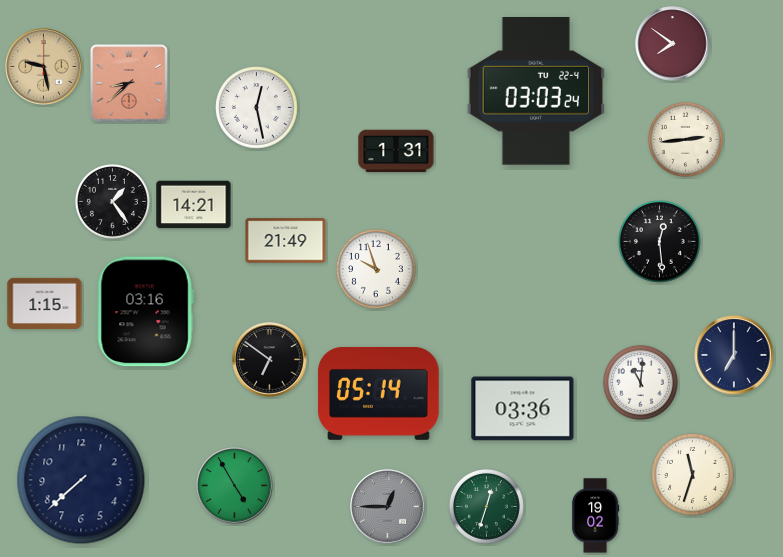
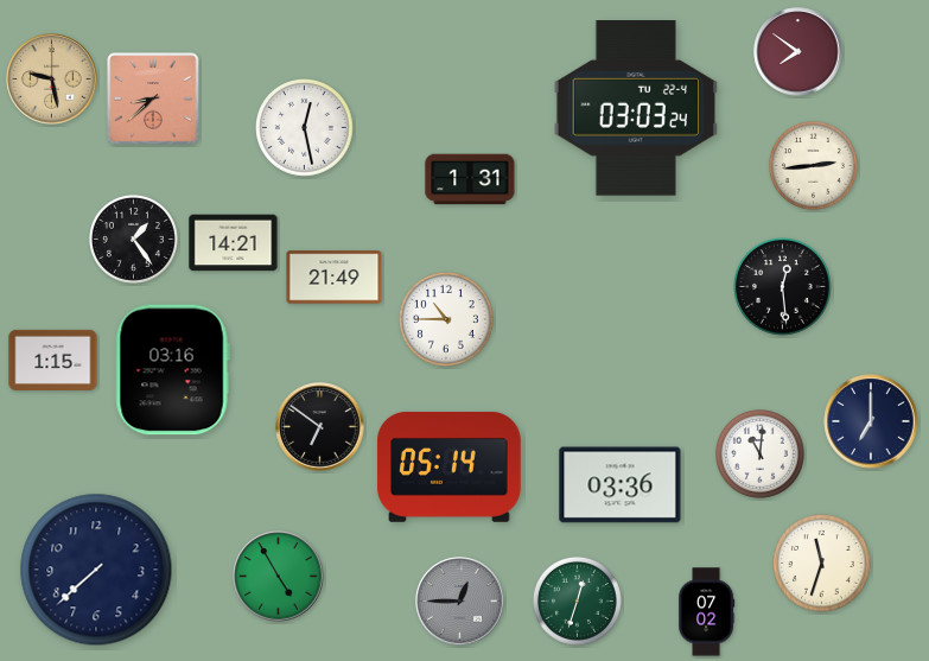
clock at (194, 205) position: (194, 205) -> (234, 243)
clock at (286, 241) position: (286, 241) -> (335, 278)
clock at (377, 270): 9:57 -> 10:45
clock at (596, 516): 19:02 -> 07:02
